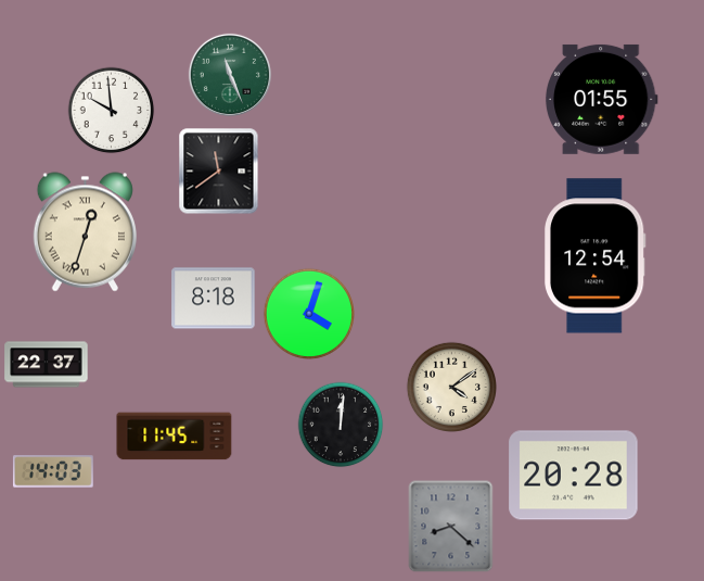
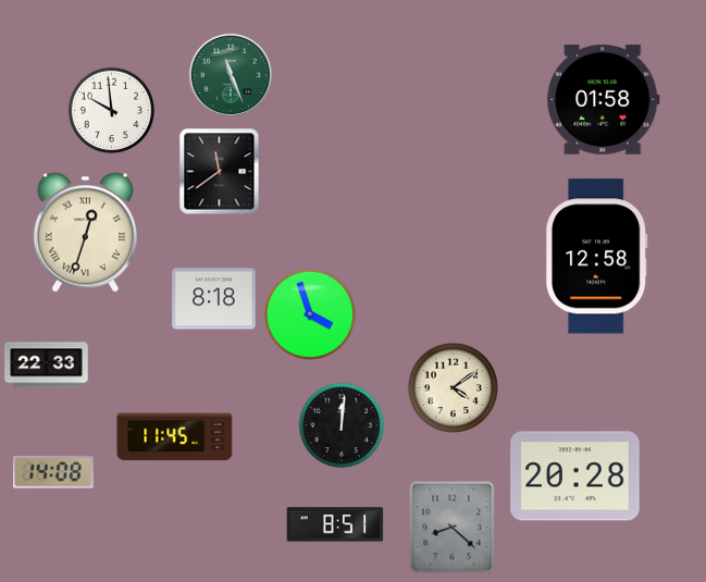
clock at (601, 99): 01:55 -> 01:58
clock at (594, 256): 12:54 -> 12:58
clock at (308, 313): 4:03 -> 3:57
clock at (47, 365): 22:37 -> 22:33
clock at (53, 471): 14:03 -> 14:08
clock at (335, 524): none -> 8:51
